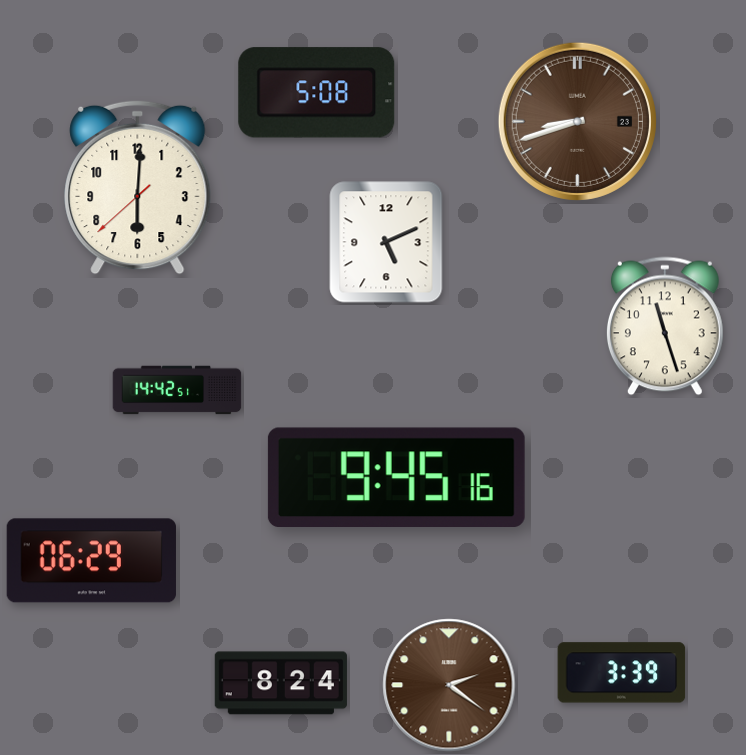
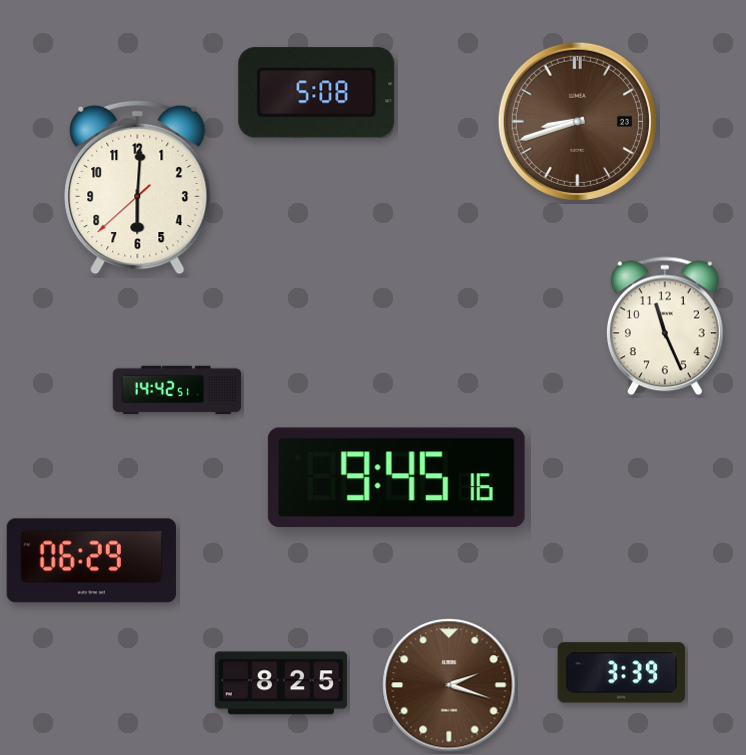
clock at (386, 242): 5:11 -> none
clock at (665, 326): 11:27 -> 11:26
clock at (281, 683): 8:24 -> 8:25
clock at (449, 685): 2:21 -> 2:18
